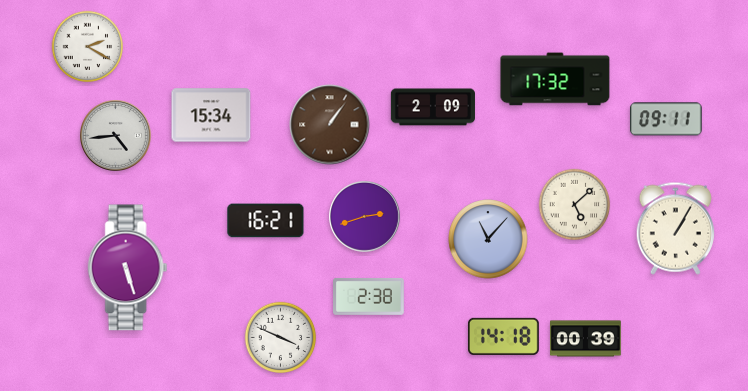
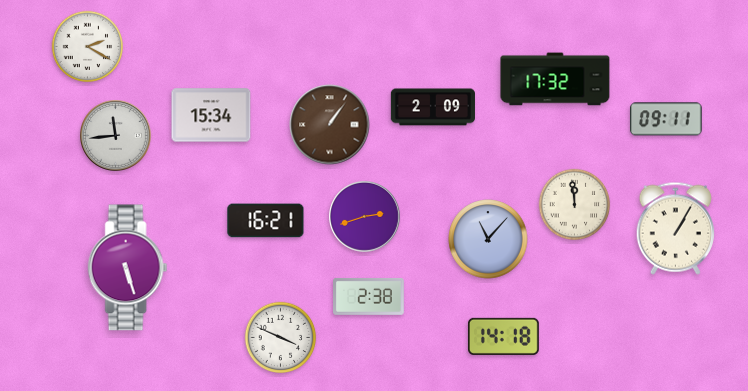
clock at (116, 136): 4:44 -> 11:44
clock at (575, 205): 5:08 -> 11:59
clock at (586, 339): 00:39 -> none
